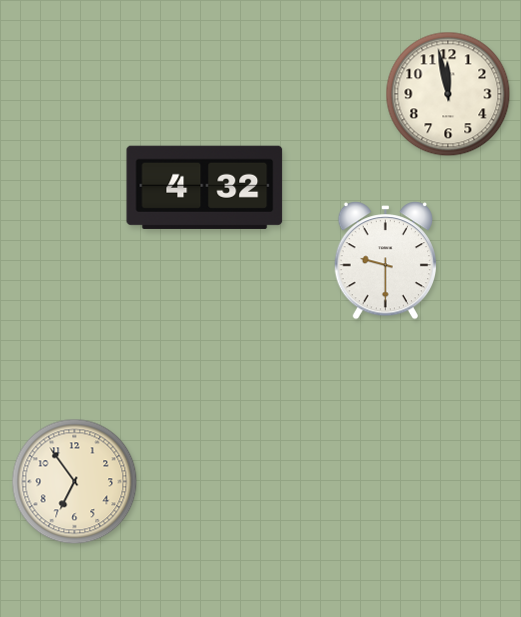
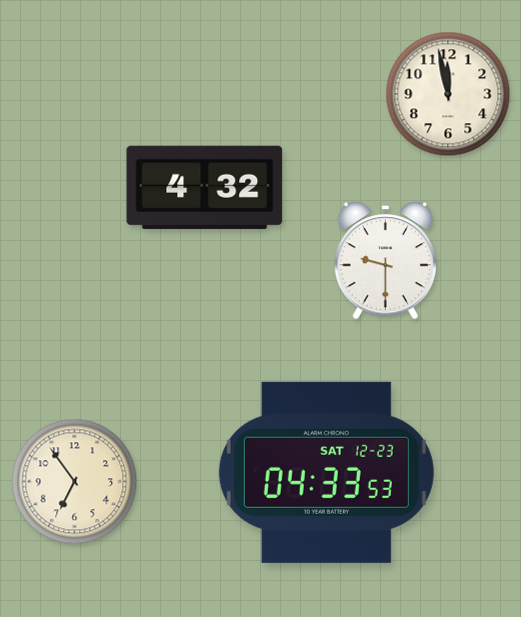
clock at (326, 472): none -> 04:33
